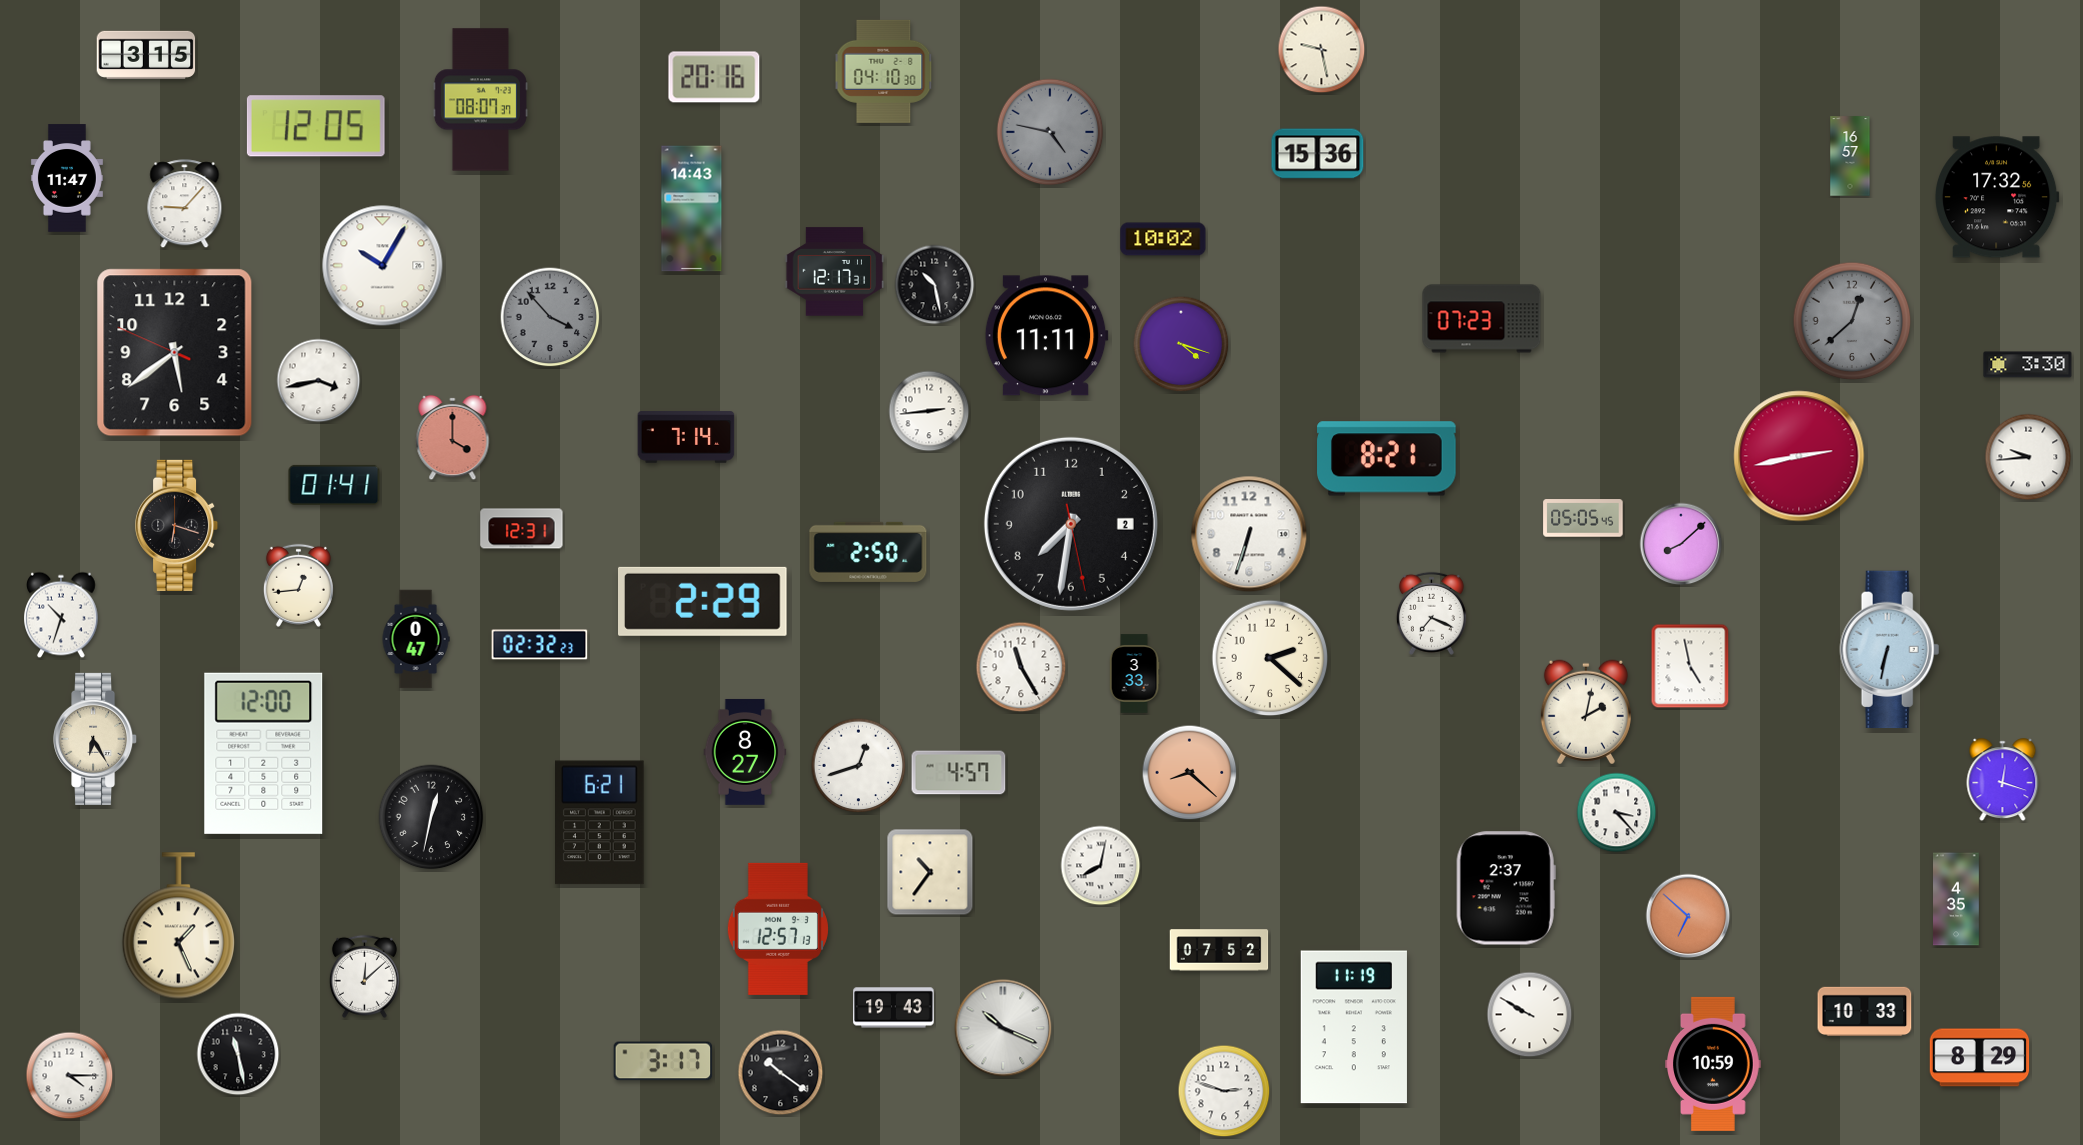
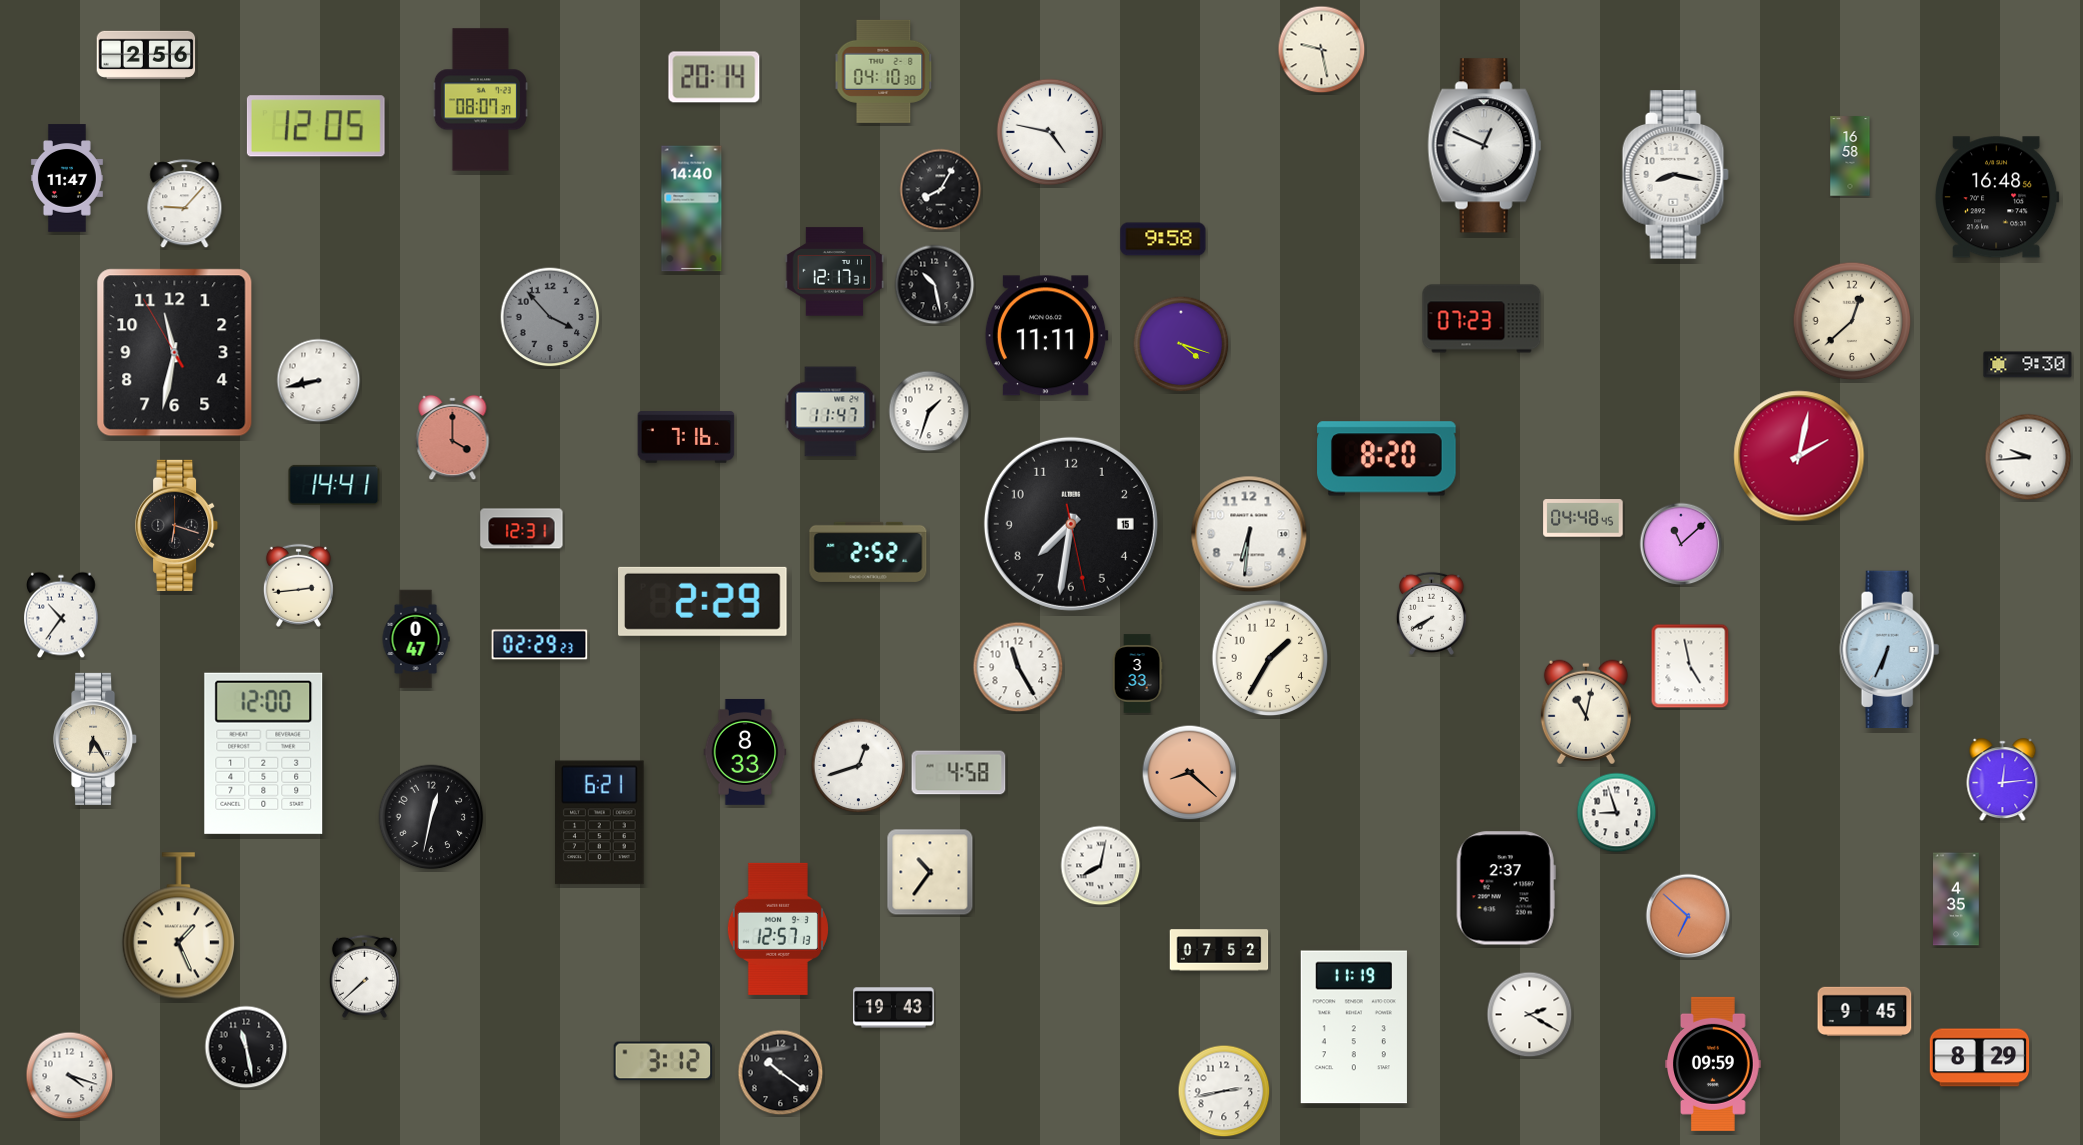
clock at (146, 55): 3:15 -> 2:56
clock at (714, 77): 20:16 -> 20:14
clock at (1050, 132) dial: grey -> white
clock at (1485, 146): none -> 12:49
clock at (1318, 154): 15:36 -> none
clock at (1850, 156): 16:57 -> 16:58
clock at (1675, 175): none -> 8:17
clock at (941, 190): none -> 8:05
clock at (1997, 197): 17:32 -> 16:48
clock at (692, 209): 14:43 -> 14:40
clock at (1163, 239): 10:02 -> 9:58
clock at (383, 266): 10:05 -> none
clock at (1852, 321) dial: grey -> cream
clock at (175, 353): 5:38 -> 11:31
clock at (2028, 365): 3:30 -> 9:30
clock at (319, 381): 3:43 -> 8:43
clock at (929, 411): 2:44 -> 1:33
clock at (831, 412): none -> 11:47
clock at (686, 437): 7:14 -> 7:16
clock at (1799, 456): 2:43 -> 2:02
clock at (1387, 459): 8:21 -> 8:20
clock at (334, 485): 01:41 -> 14:41
clock at (1583, 518): 05:05 -> 04:48
clock at (1071, 524) date: 2 -> 15
clock at (1249, 534): 6:33 -> 6:31
clock at (1681, 544): 8:08 -> 11:08
clock at (868, 552): 2:50 -> 2:52
clock at (298, 585): 12:44 -> 2:44
clock at (1431, 613): 7:19 -> 7:40
clock at (61, 615): 10:33 -> 10:36
clock at (540, 645): 02:32 -> 02:29
clock at (1890, 650): 6:32 -> 6:34
clock at (1270, 658): 2:22 -> 1:35
clock at (1021, 667) position: (1021, 667) -> (1018, 667)
clock at (1134, 674) position: (1134, 674) -> (1137, 674)
clock at (1586, 712): 2:02 -> 11:02
clock at (745, 752): 8:27 -> 8:33
clock at (959, 773): 4:57 -> 4:58
clock at (2003, 780): 12:18 -> 12:14
clock at (1617, 813): 3:23 -> 8:57
clock at (364, 976): 12:08 -> 7:38
clock at (1865, 1012): 10:33 -> 9:45
clock at (1530, 1015): 9:50 -> 2:20
clock at (1003, 1028): 10:19 -> none
clock at (238, 1054) position: (238, 1054) -> (246, 1047)
clock at (663, 1061): 3:17 -> 3:12
clock at (1713, 1064): 10:59 -> 09:59
clock at (70, 1076): 4:15 -> 4:18
clock at (1224, 1091): 2:48 -> 2:43
